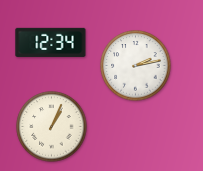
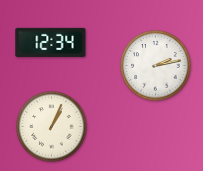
clock at (136, 66) position: (136, 66) -> (156, 66)
